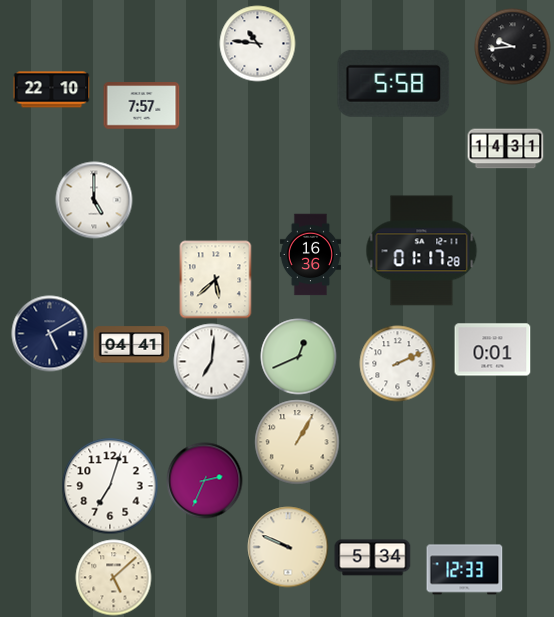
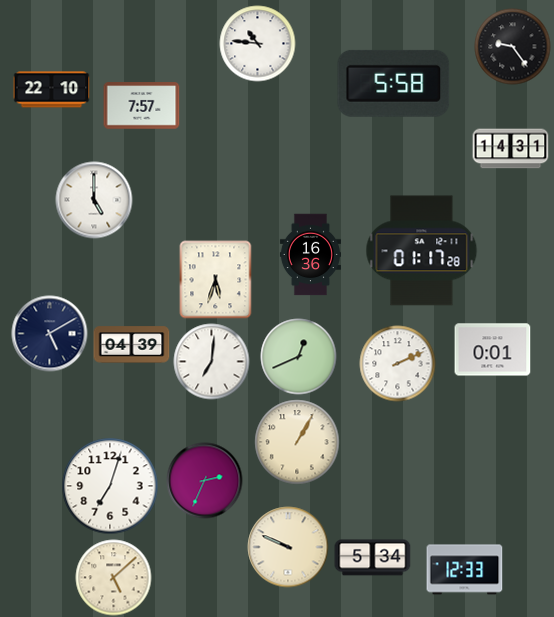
clock at (513, 47): 9:44 -> 9:24
clock at (506, 149) position: (506, 149) -> (511, 149)
clock at (216, 280): 5:38 -> 5:33
clock at (132, 345): 04:41 -> 04:39
